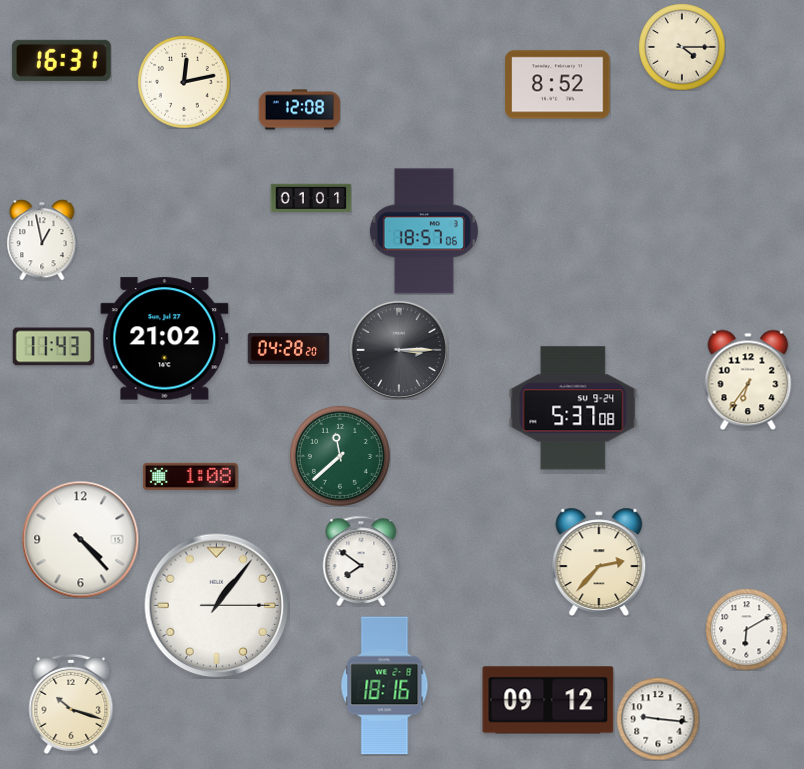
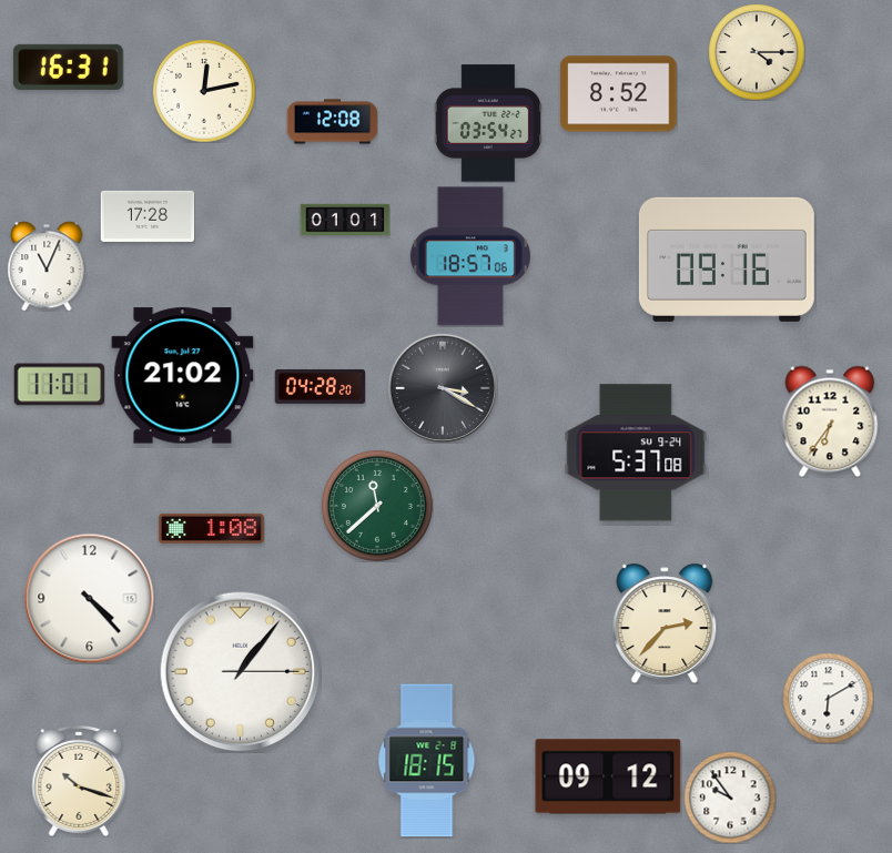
clock at (488, 123): none -> 03:54
clock at (148, 216): none -> 17:28
clock at (727, 260): none -> 09:16
clock at (42, 240): 12:58 -> 11:04
clock at (53, 347): 11:43 -> 11:01
clock at (399, 350): 3:15 -> 3:20
clock at (361, 561): 7:51 -> none
clock at (385, 686): 18:16 -> 18:15
clock at (658, 719): 9:16 -> 9:54
